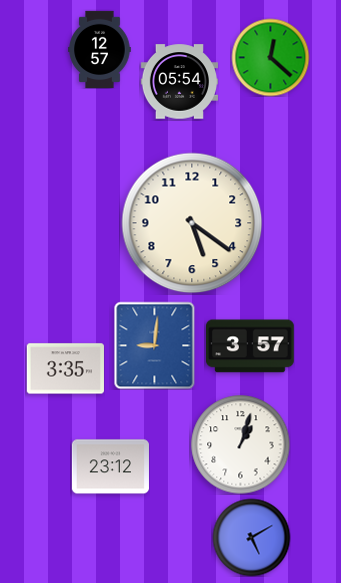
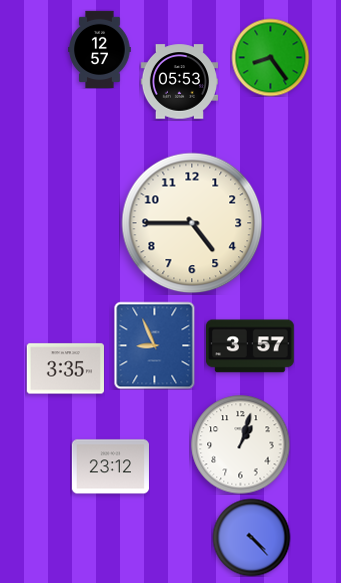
clock at (270, 57): 12:22 -> 8:24
clock at (179, 82): 05:54 -> 05:53
clock at (192, 223): 5:21 -> 4:45
clock at (155, 345): 9:01 -> 8:56
clock at (251, 537): 5:10 -> 4:23
